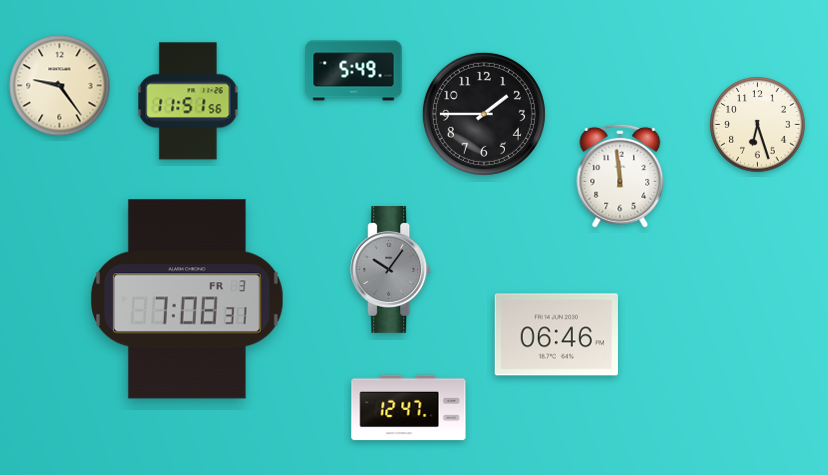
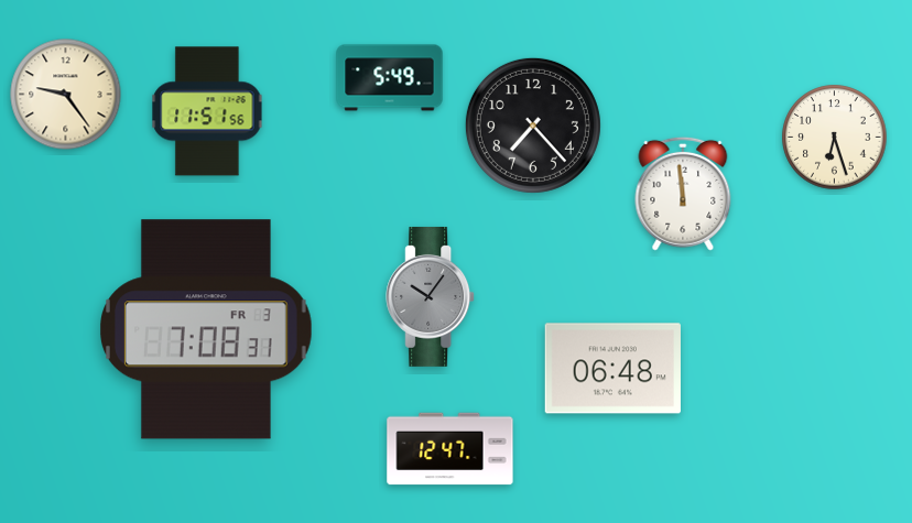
clock at (484, 114): 1:45 -> 7:23
clock at (556, 335): 06:46 -> 06:48
